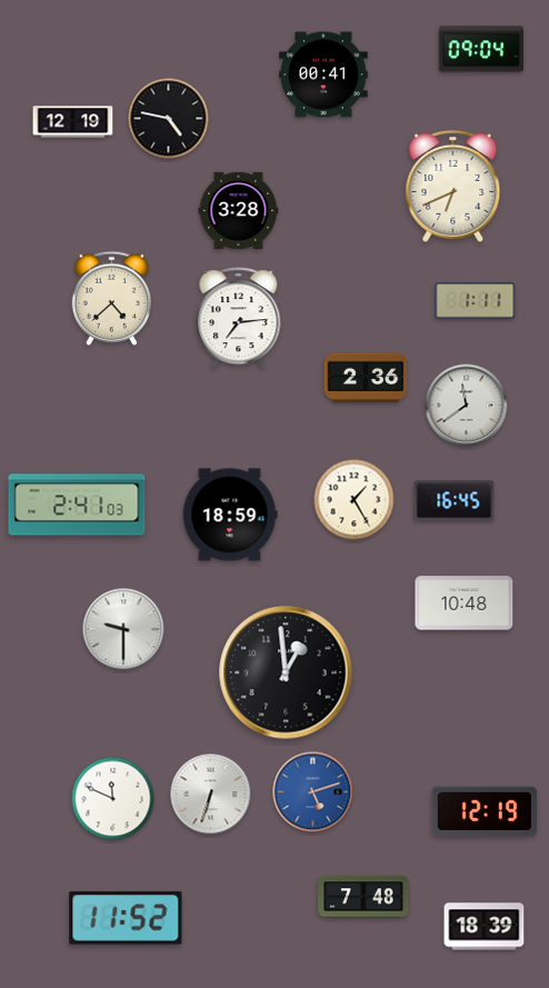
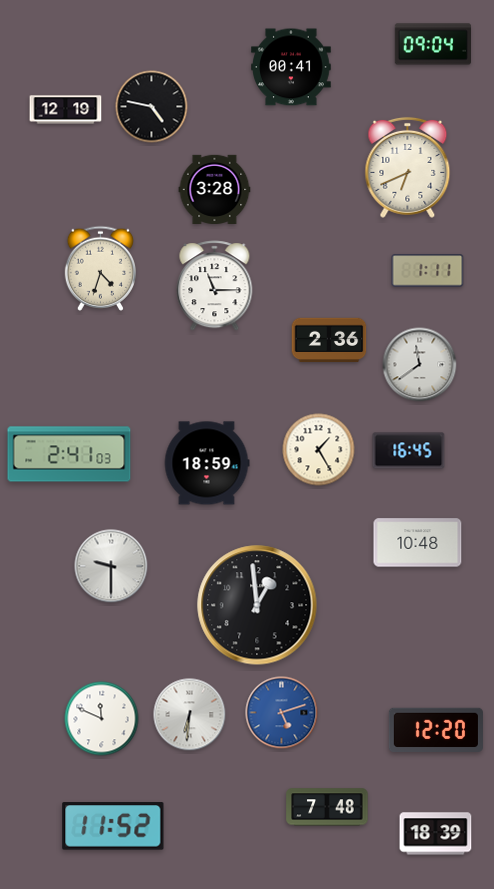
clock at (111, 298): 4:38 -> 4:33
clock at (239, 318): 7:14 -> 11:15
clock at (211, 795): 6:33 -> 6:31
clock at (485, 811): 12:19 -> 12:20
